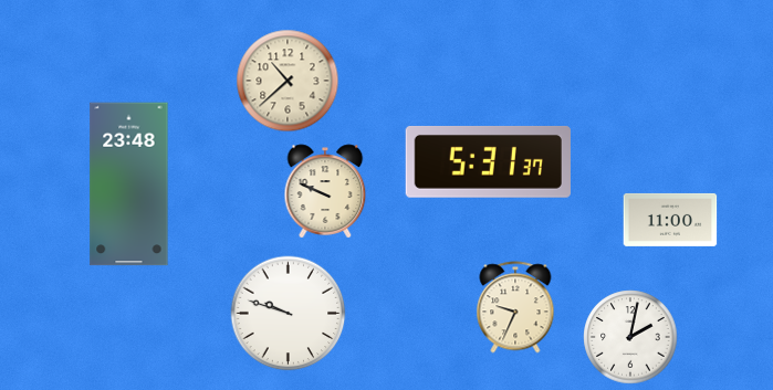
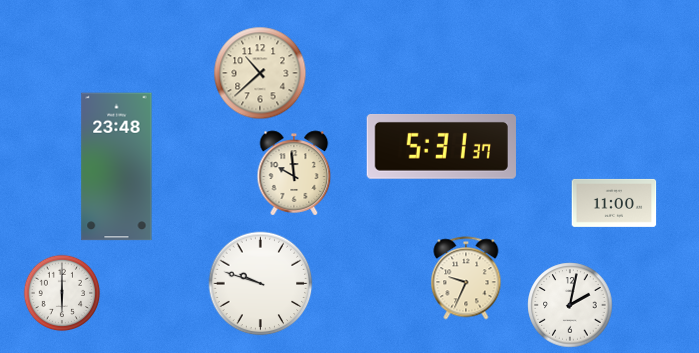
clock at (325, 191): 9:49 -> 9:59
clock at (670, 220) position: (670, 220) -> (614, 203)
clock at (62, 293): none -> 6:00
